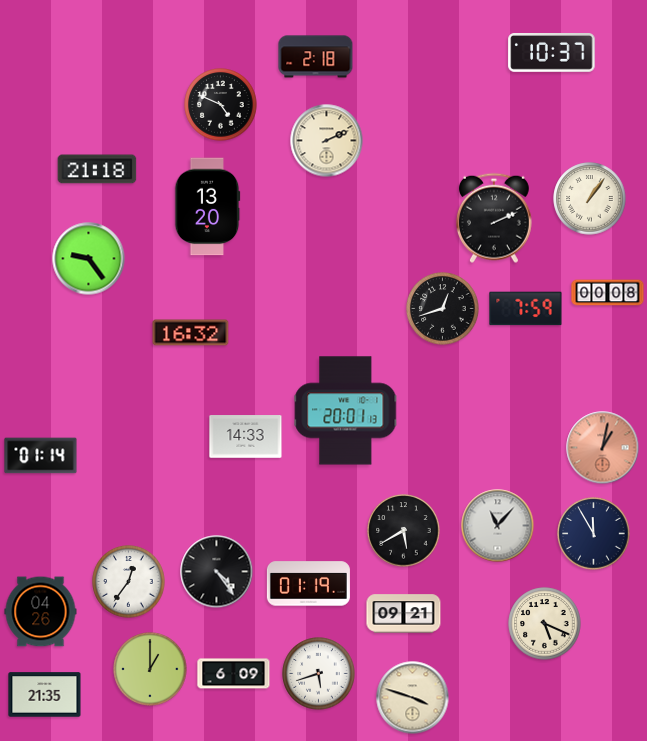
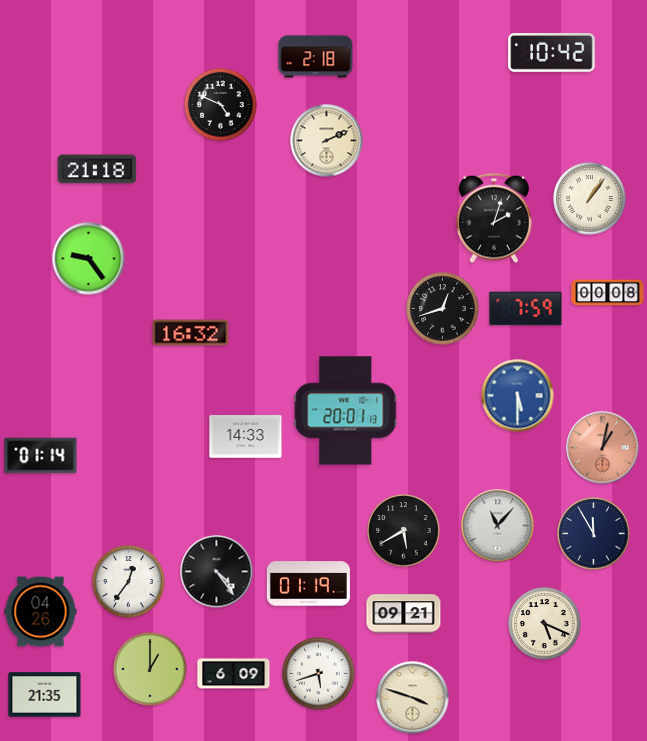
clock at (552, 53): 10:37 -> 10:42
clock at (207, 207): 13:20 -> none
clock at (494, 218): 2:11 -> 2:03
clock at (518, 396): none -> 5:30
